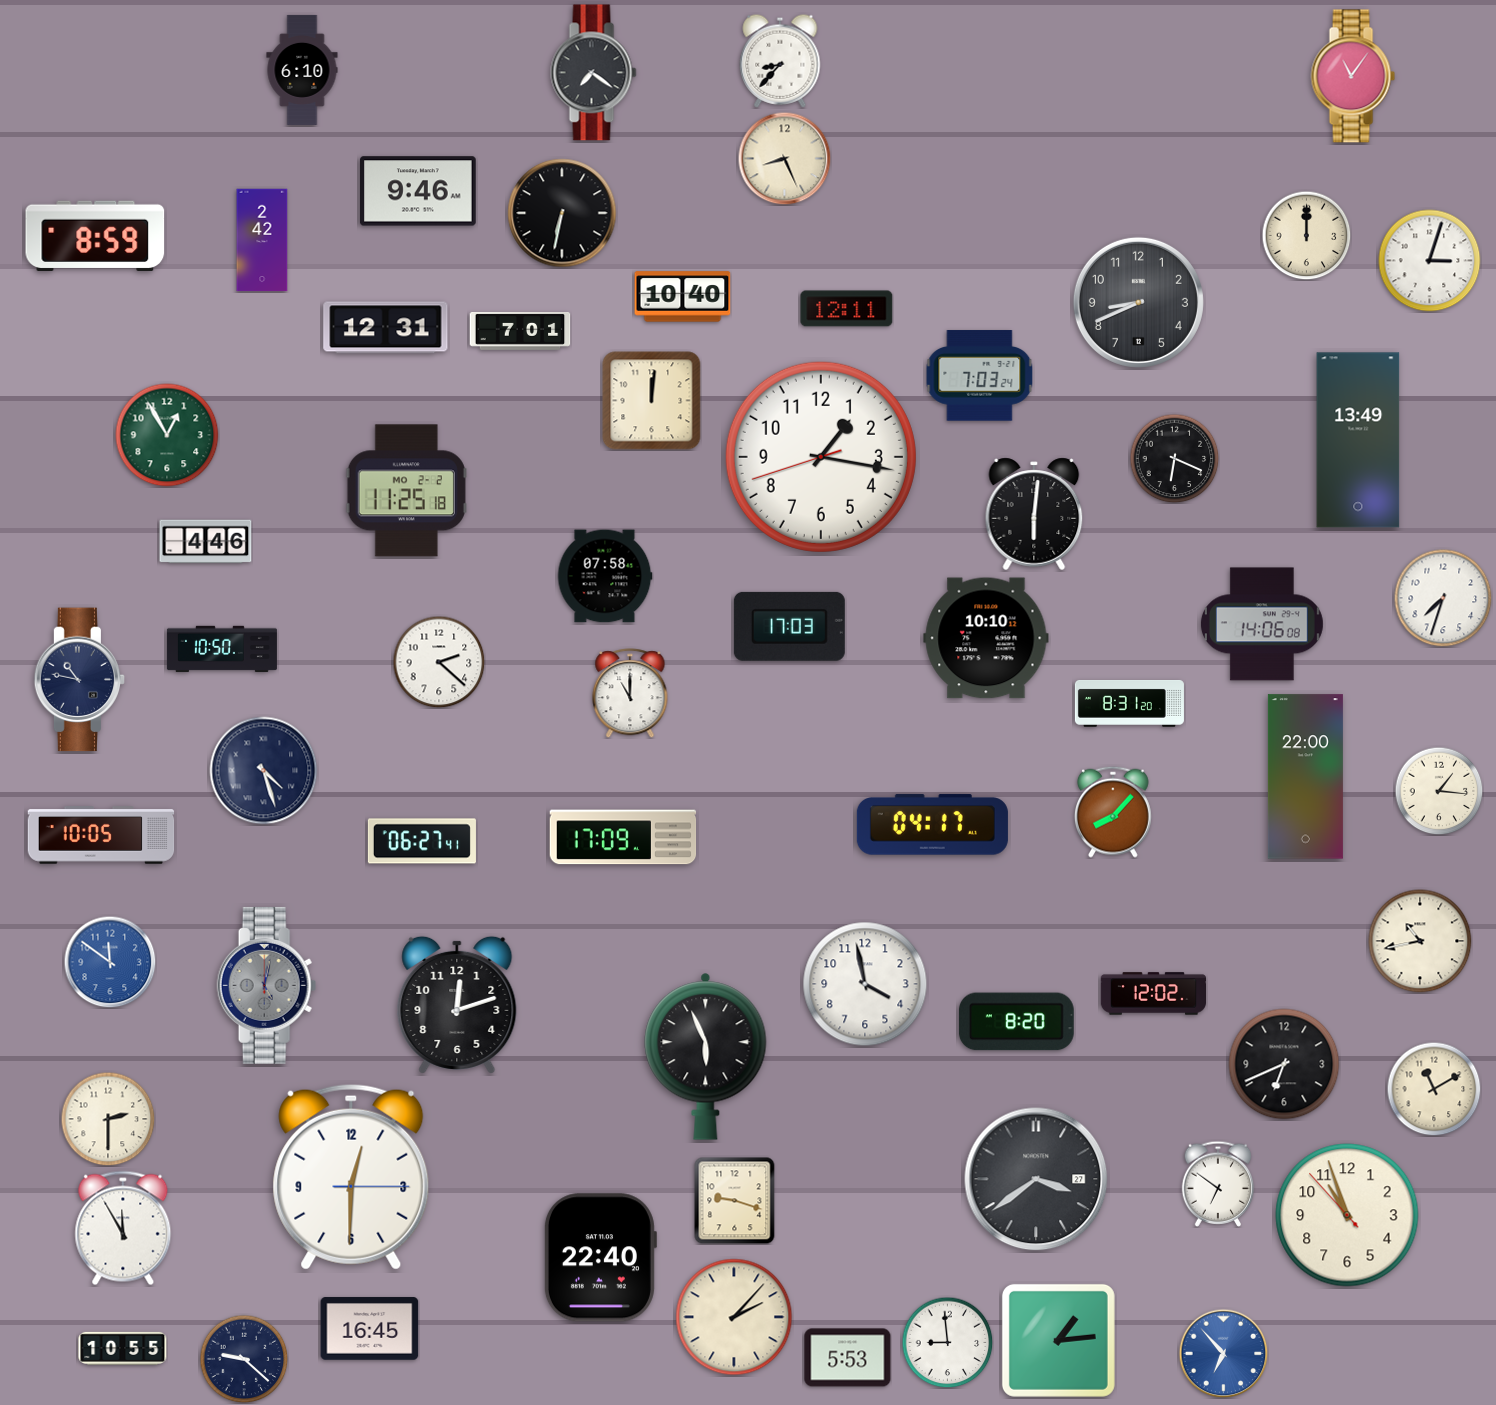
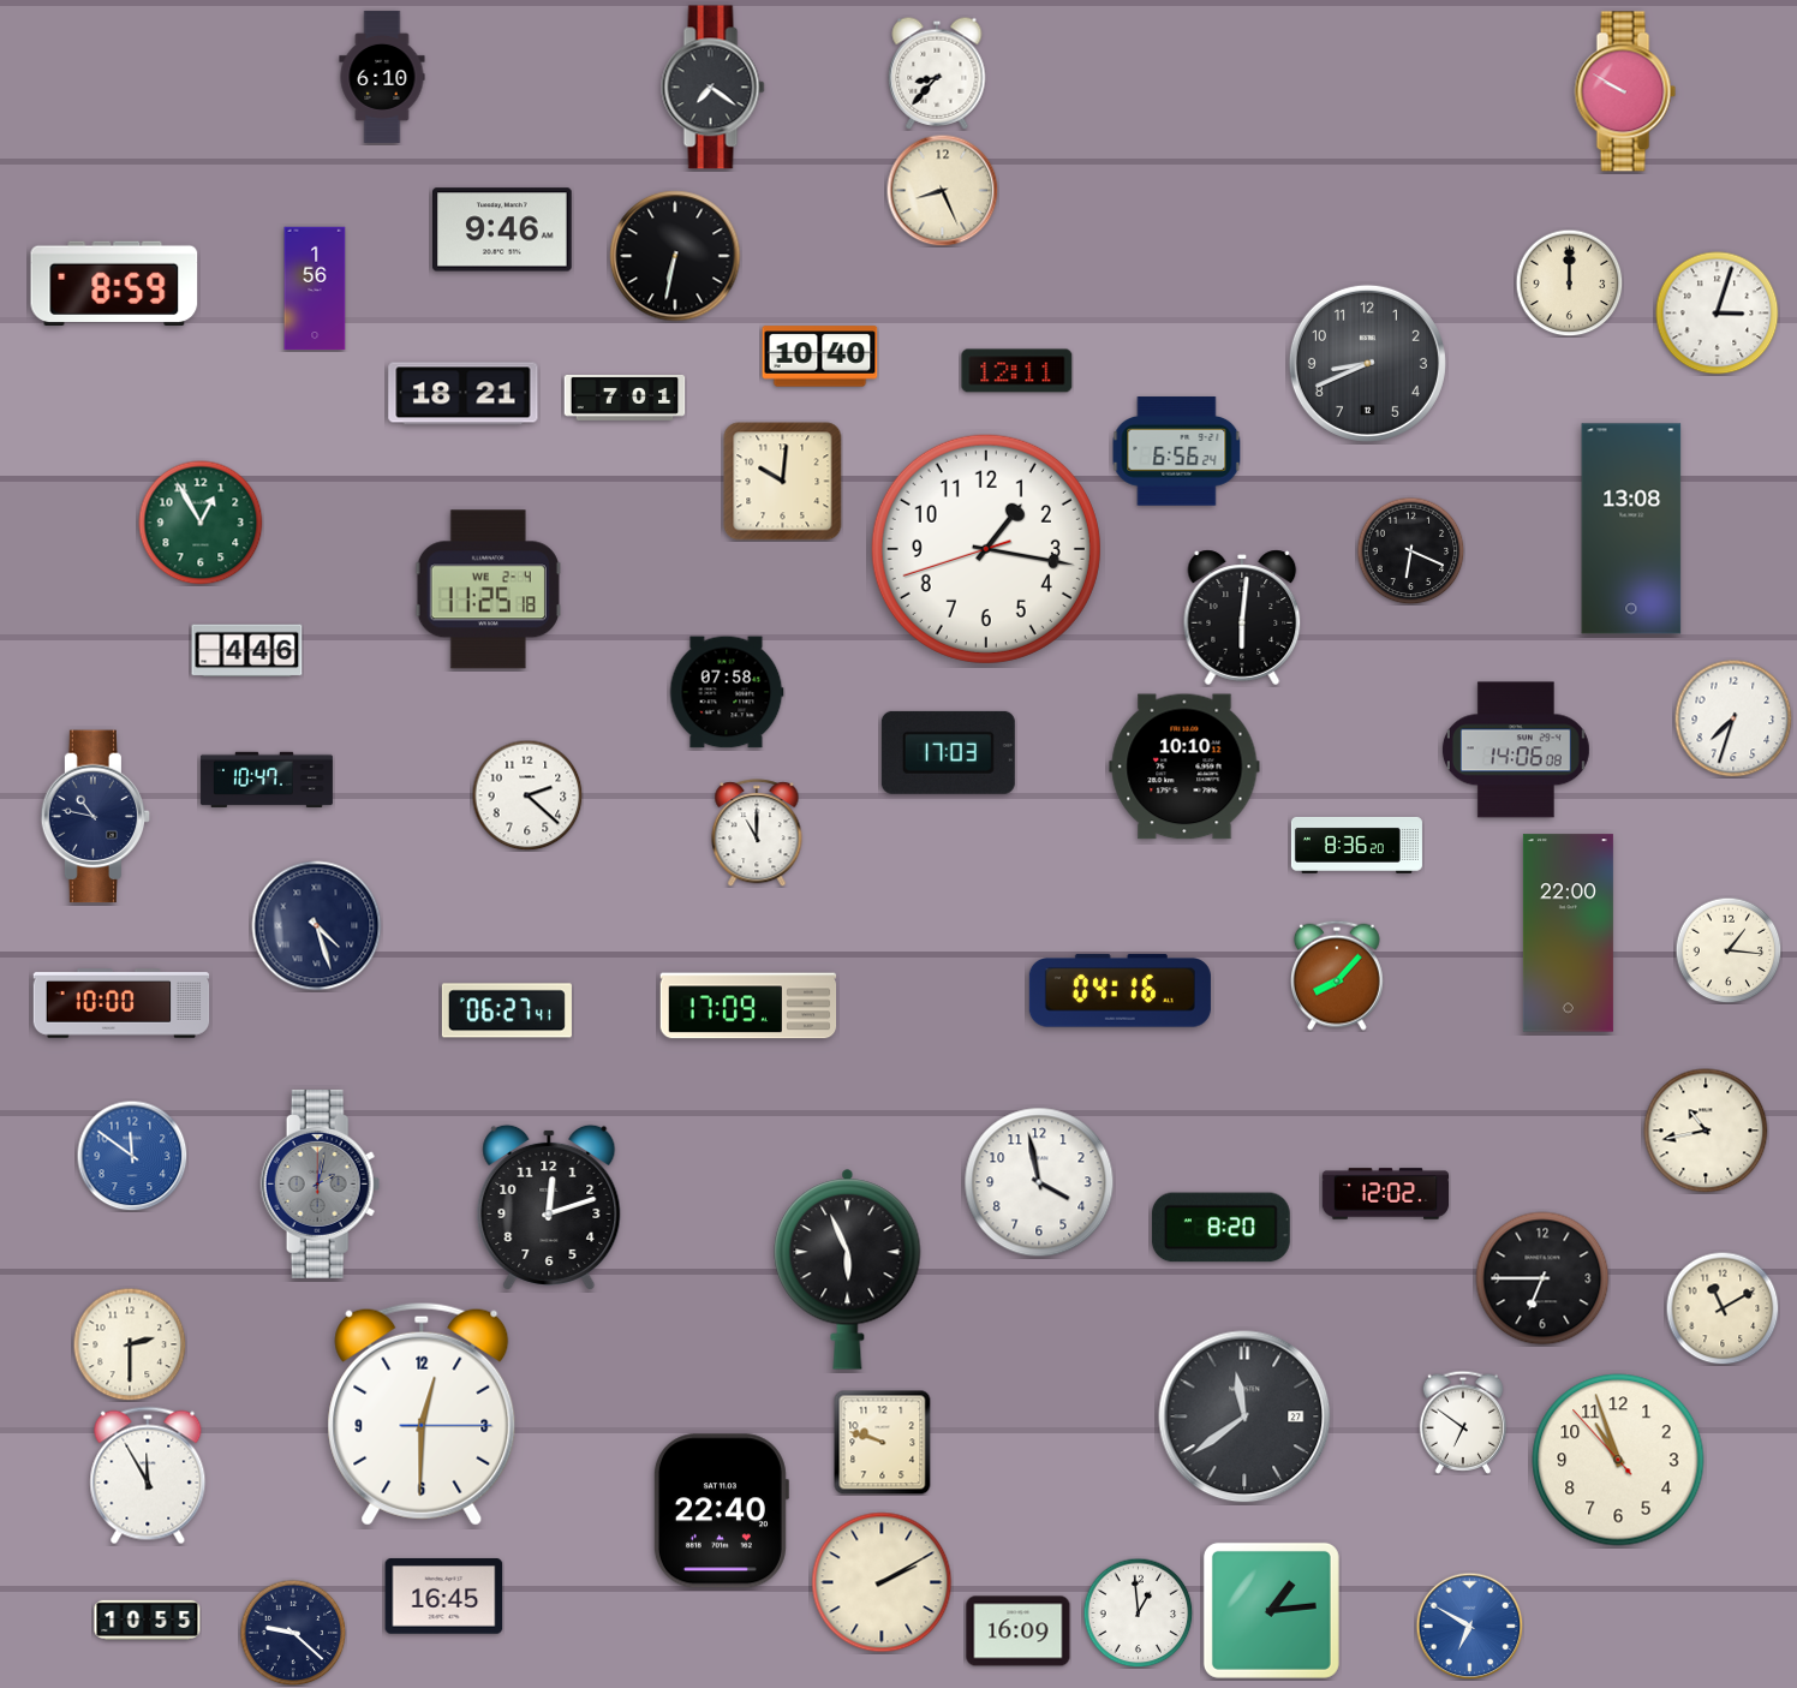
clock at (302, 70) position: (302, 70) -> (382, 77)
clock at (1353, 76): 11:06 -> 9:50
clock at (262, 240): 2:42 -> 1:56
clock at (386, 328): 12:31 -> 18:21
clock at (980, 376): 7:03 -> 6:56
clock at (652, 401): 12:01 -> 10:01
clock at (1358, 440): 13:49 -> 13:08
clock at (406, 491) date: MO 2-2 -> WE 2-4
clock at (222, 649): 10:50 -> 10:47
clock at (1129, 703): 8:31 -> 8:36
clock at (932, 825): 04:17 -> 04:16
clock at (101, 836): 10:05 -> 10:00
clock at (267, 985): 5:02 -> 2:02
clock at (1284, 1064): 6:41 -> 6:45
clock at (1036, 1179): 3:39 -> 11:39
clock at (735, 1200): 9:18 -> 9:48
clock at (734, 1317): 2:07 -> 2:10
clock at (947, 1342): 8:59 -> 12:59
clock at (1223, 1353): 6:53 -> 6:50
clock at (848, 1358): 5:53 -> 16:09
